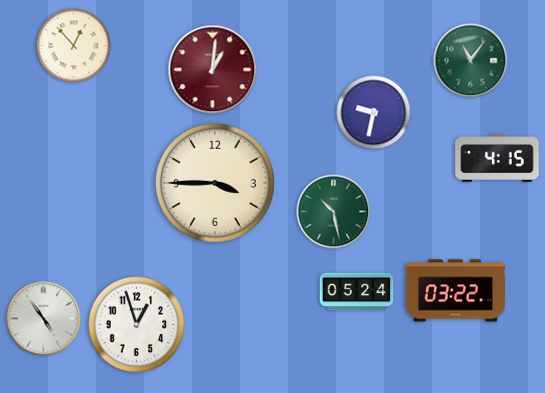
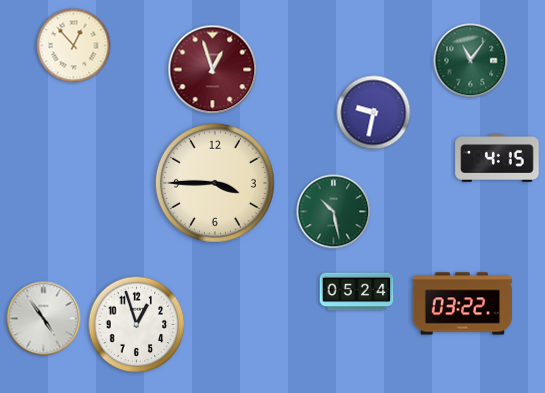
clock at (213, 70): 1:01 -> 12:57
clock at (455, 291) position: (455, 291) -> (462, 304)
